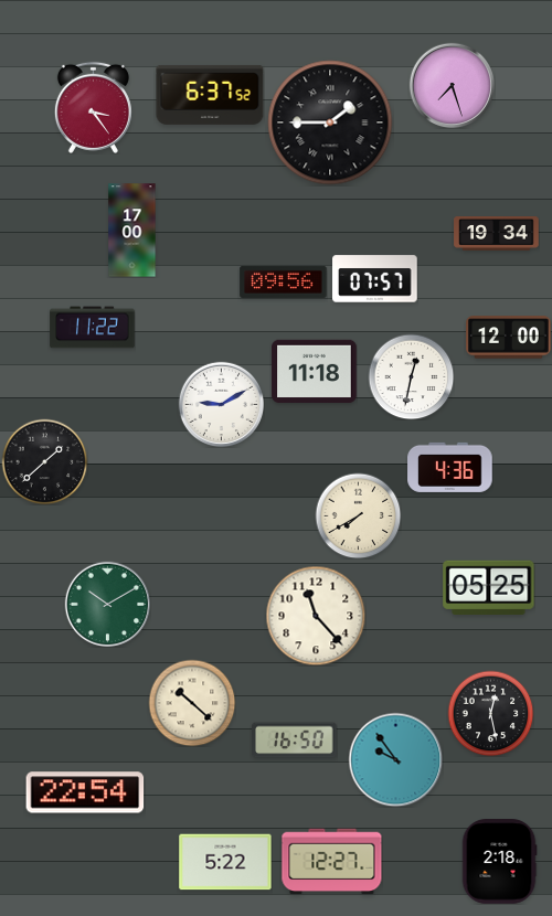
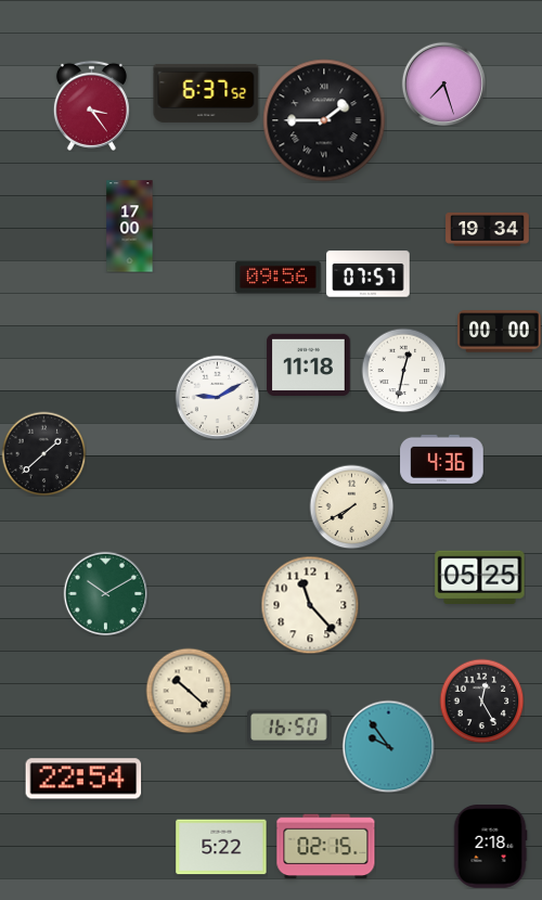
clock at (93, 328): 11:22 -> none
clock at (509, 338): 12:00 -> 00:00
clock at (490, 713): 12:28 -> 12:25
clock at (332, 862): 12:27 -> 02:15
